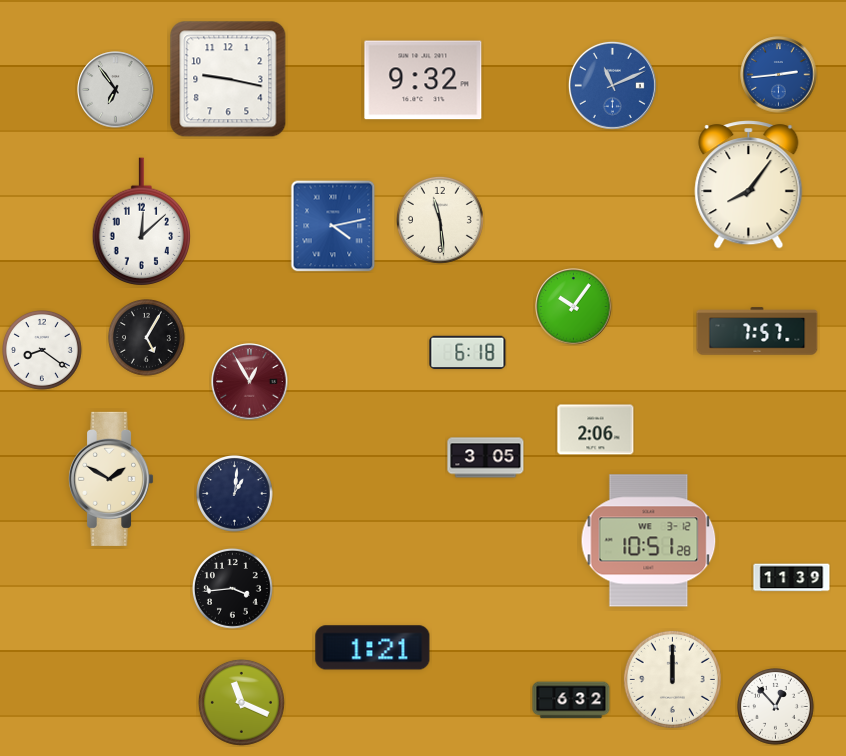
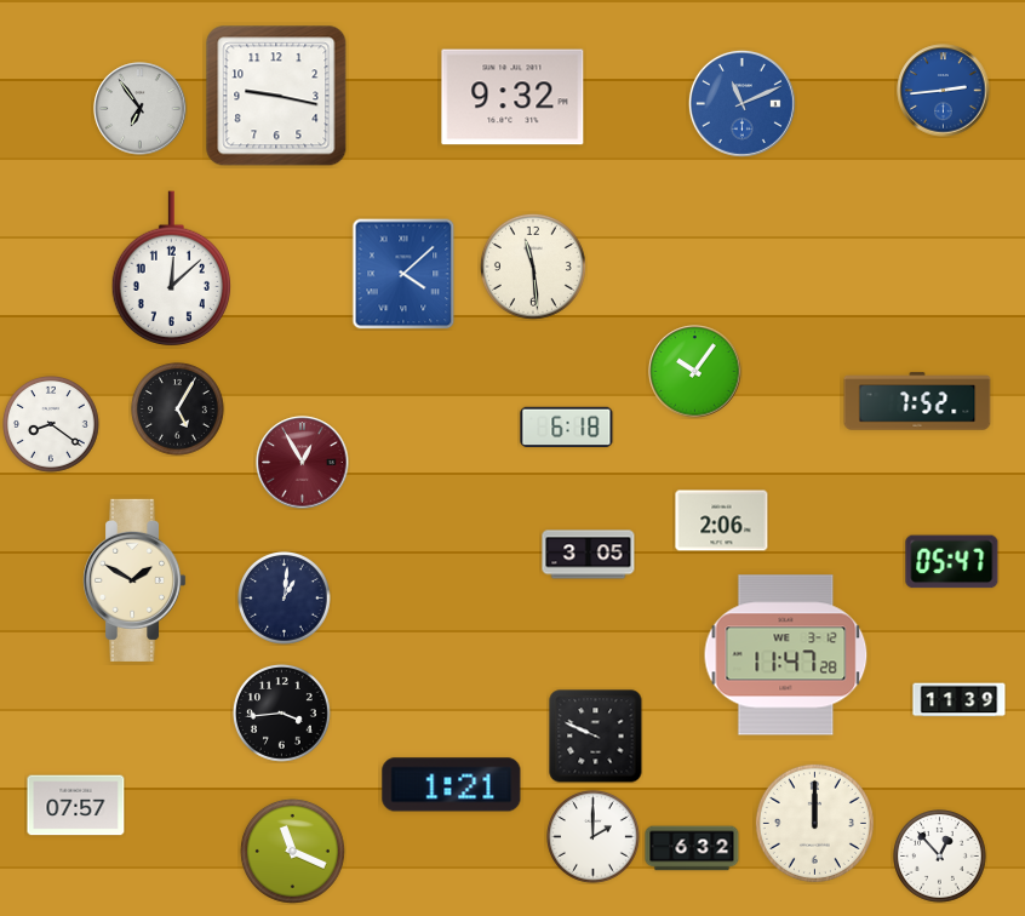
clock at (749, 185): 8:06 -> none
clock at (333, 226): 4:13 -> 4:08
clock at (757, 331): 7:57 -> 7:52
clock at (952, 562): none -> 05:47
clock at (649, 541): 10:51 -> 11:47
clock at (596, 737): none -> 9:49
clock at (76, 806): none -> 07:57
clock at (594, 837): none -> 2:00
